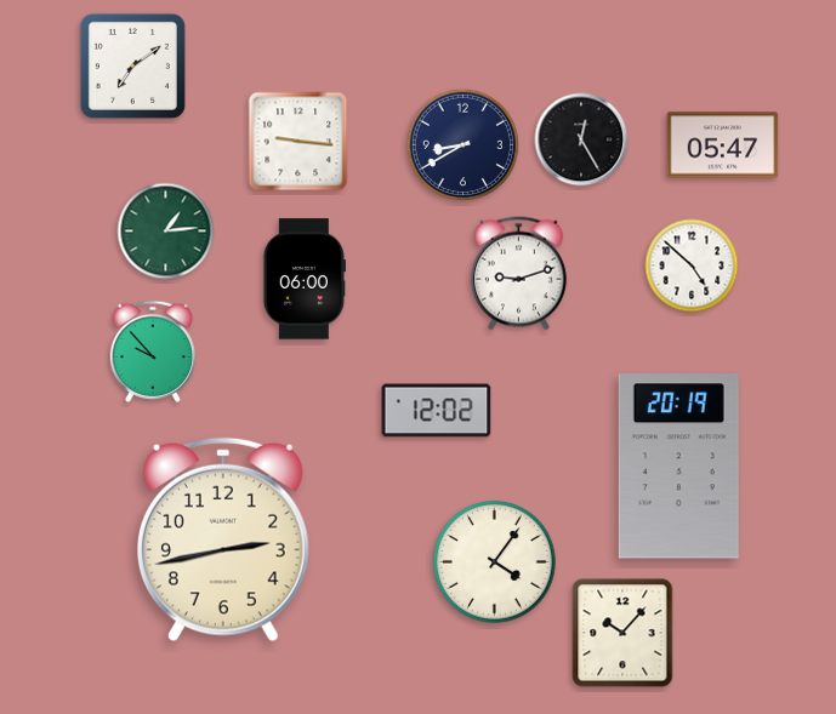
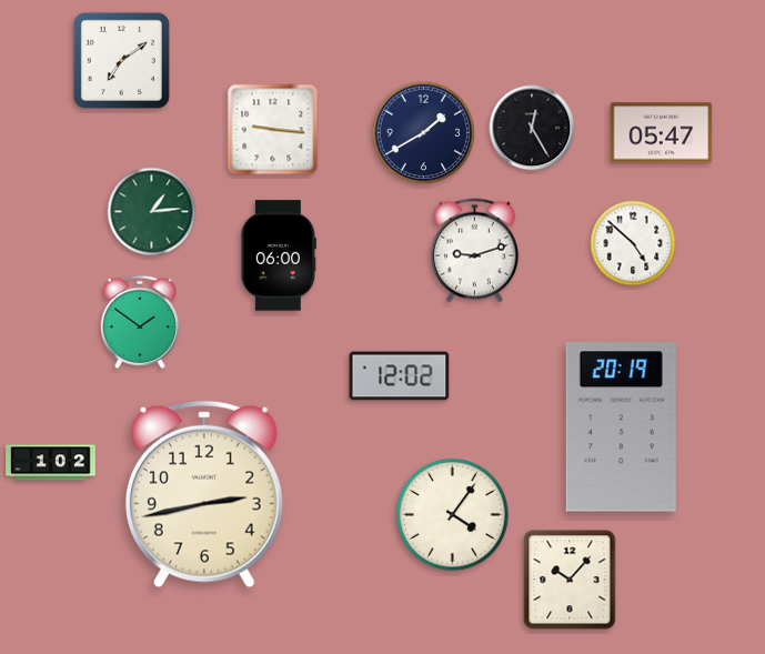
clock at (462, 144): 8:40 -> 1:40
clock at (153, 352): 9:53 -> 1:51
clock at (51, 463): none -> 1:02
